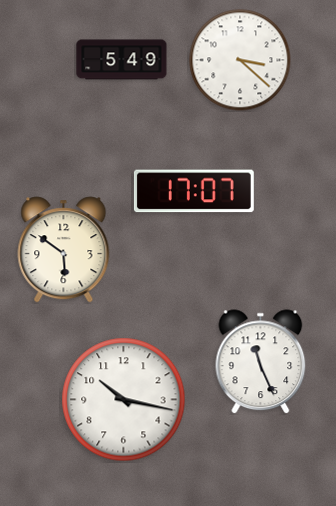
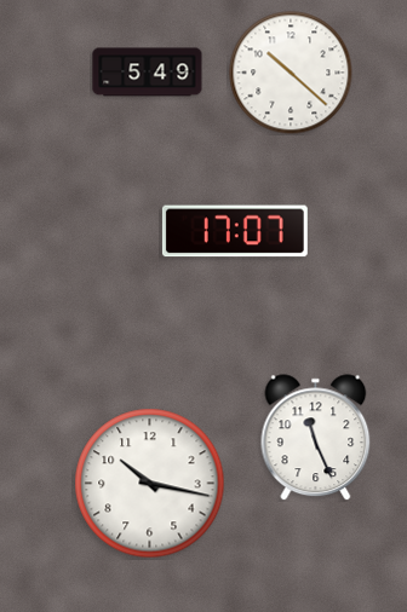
clock at (240, 60): 3:22 -> 10:22
clock at (64, 250): 5:51 -> none
